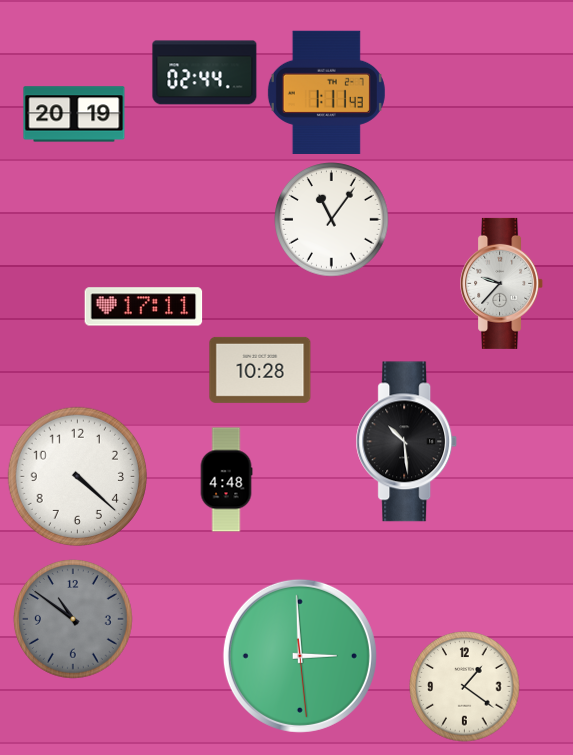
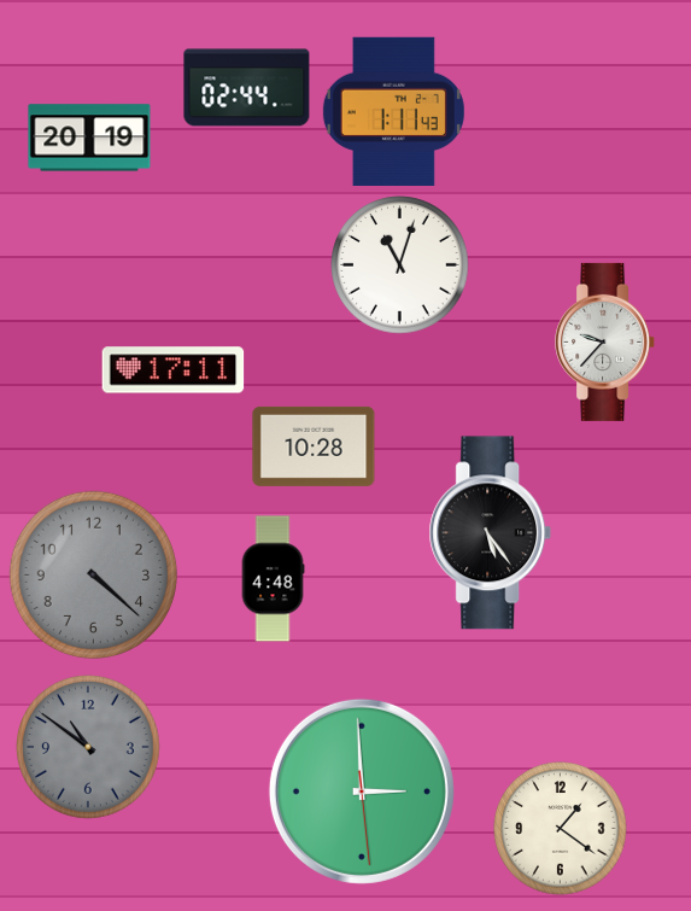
clock at (332, 220): 11:06 -> 11:03
clock at (407, 442): 10:29 -> 5:24
clock at (77, 476) dial: white -> grey
